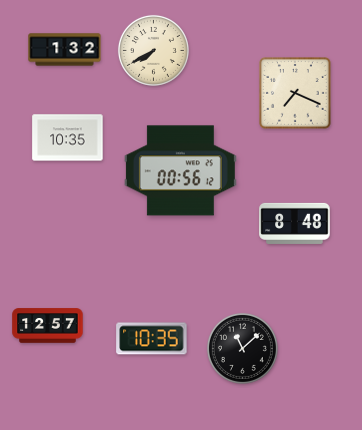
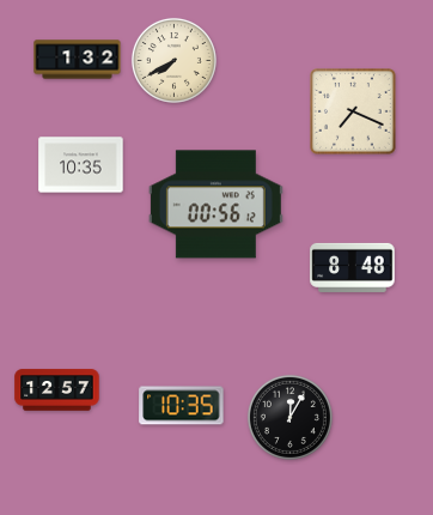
clock at (153, 50) position: (153, 50) -> (173, 60)
clock at (242, 348): 11:08 -> 12:05
